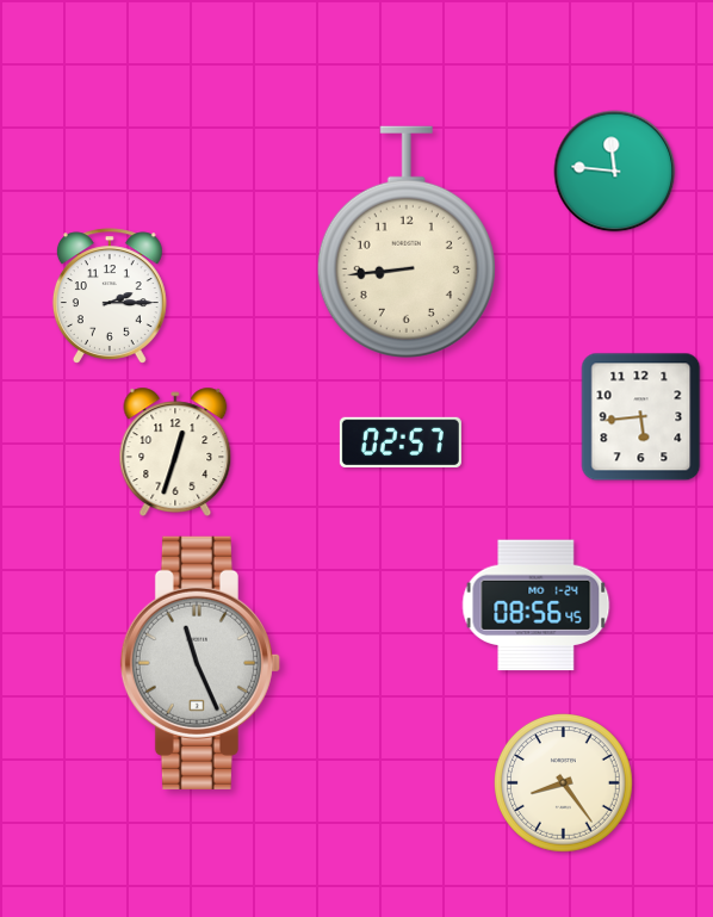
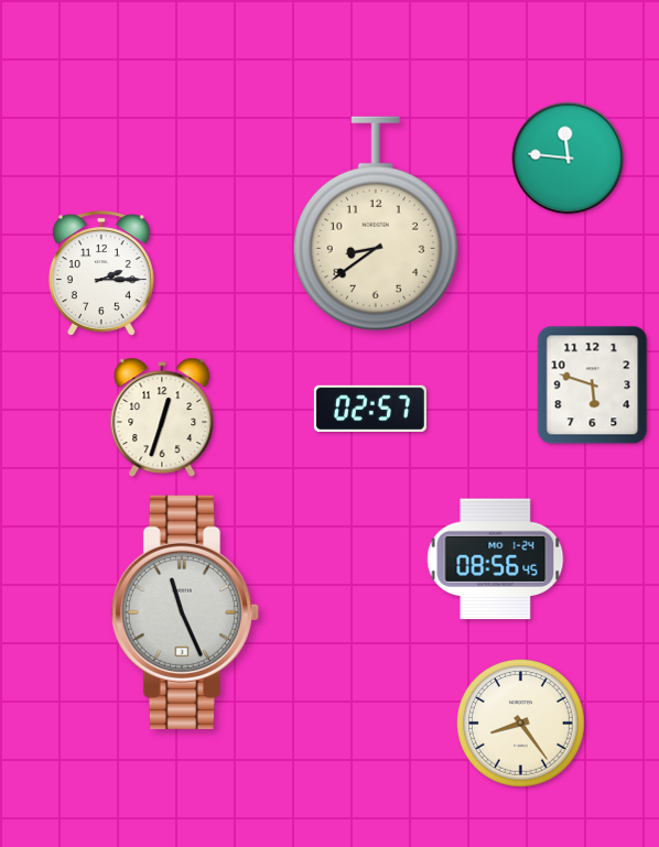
clock at (407, 242): 8:44 -> 8:39
clock at (641, 417): 5:44 -> 5:48
